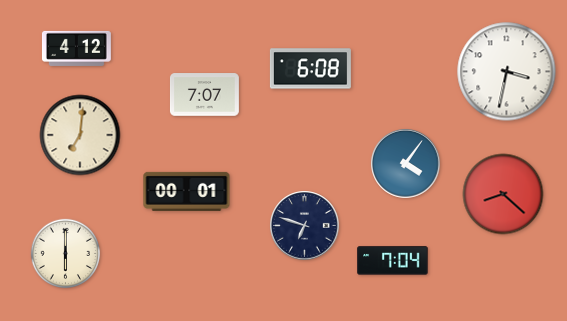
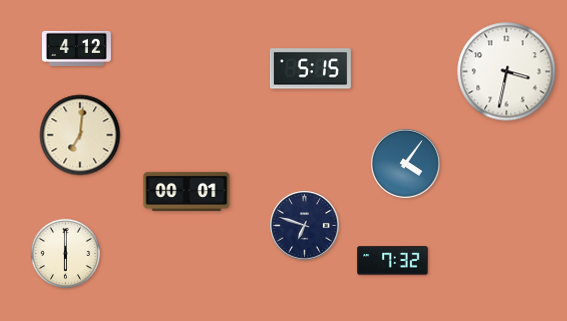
clock at (310, 69): 6:08 -> 5:15
clock at (204, 95): 7:07 -> none
clock at (503, 194): 8:22 -> none
clock at (393, 261): 7:04 -> 7:32
